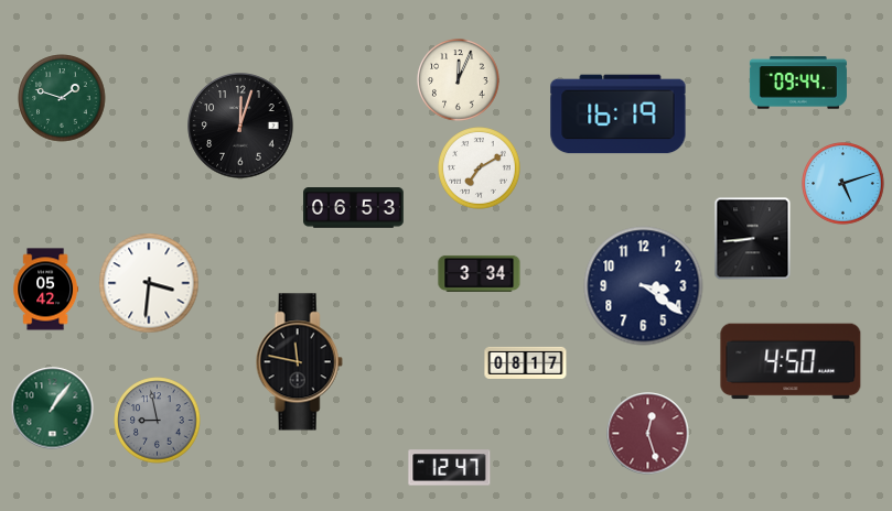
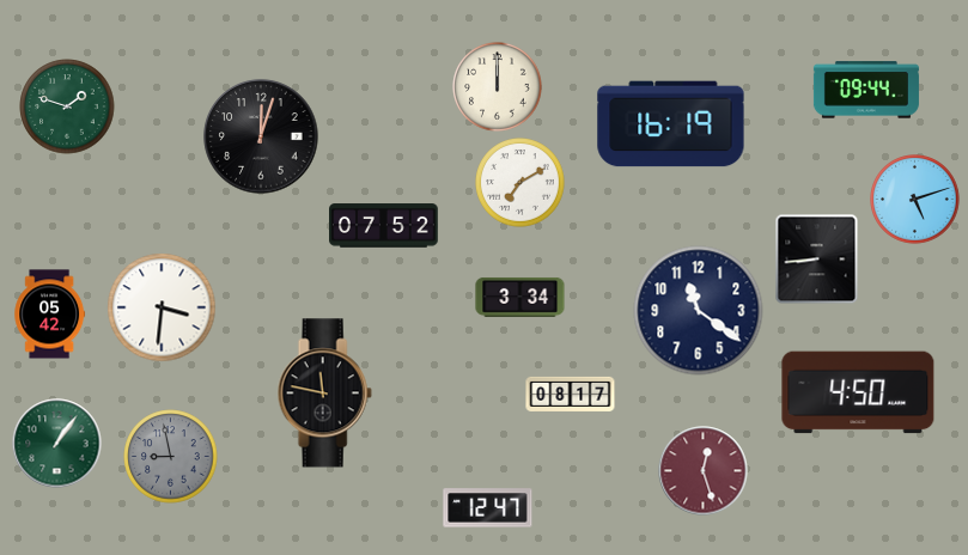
clock at (459, 80): 12:04 -> 12:00
clock at (354, 208): 06:53 -> 07:52
clock at (644, 286): 3:21 -> 11:21
